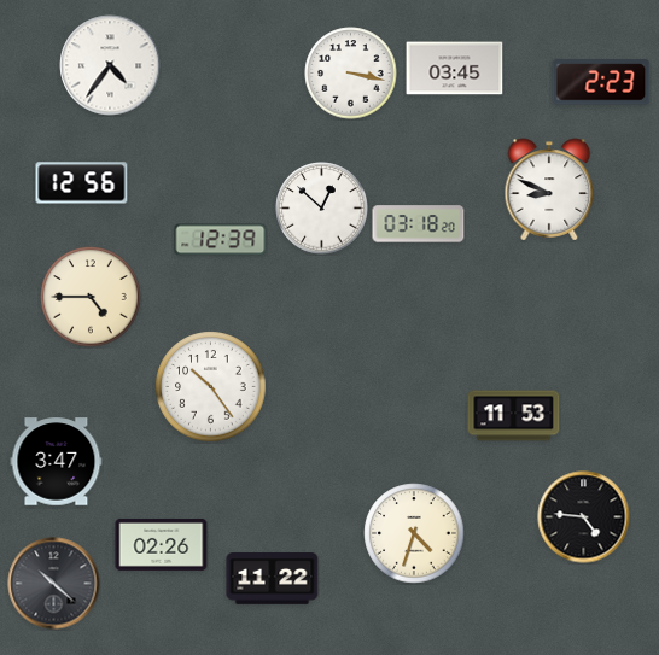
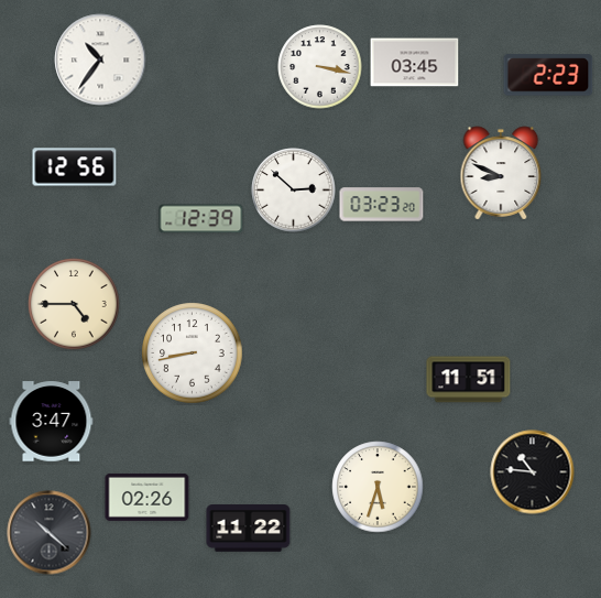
clock at (110, 65): 4:36 -> 10:36
clock at (322, 209): 12:52 -> 2:52
clock at (419, 224): 03:18 -> 03:23
clock at (91, 297) position: (91, 297) -> (74, 304)
clock at (211, 387): 10:24 -> 8:43
clock at (514, 416): 11:53 -> 11:51
clock at (584, 517): 4:46 -> 10:46
clock at (414, 533): 4:33 -> 5:33
